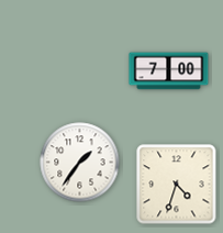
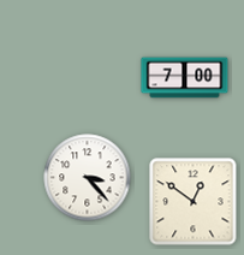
clock at (80, 163): 1:36 -> 3:23
clock at (177, 185): 4:33 -> 12:51
